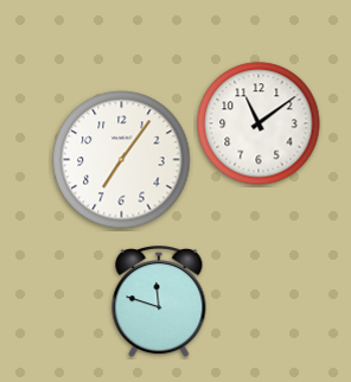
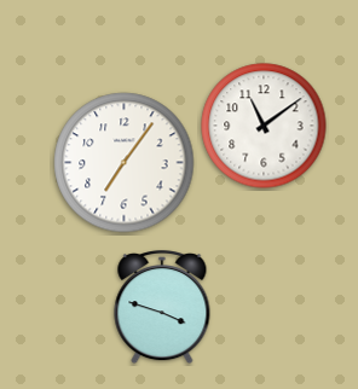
clock at (159, 303): 11:48 -> 3:48
